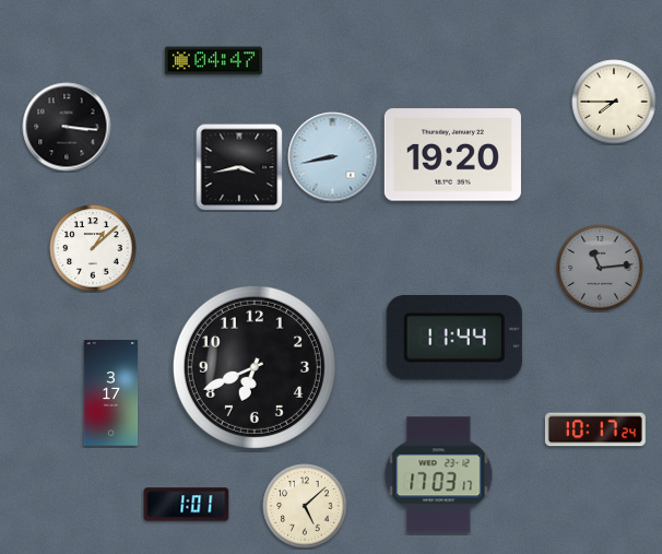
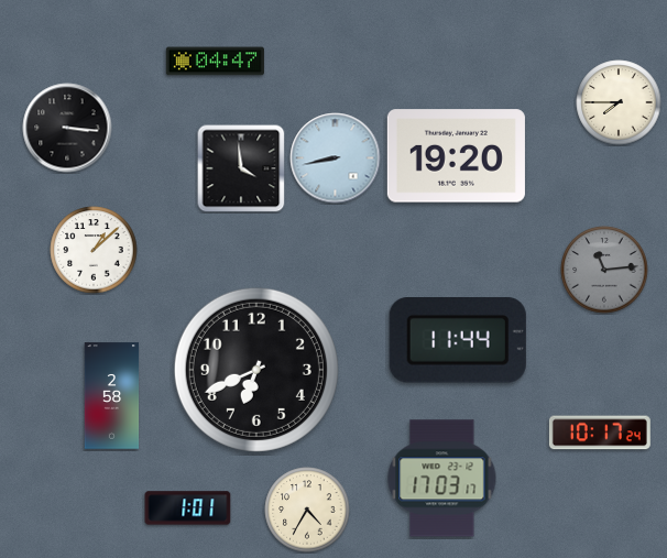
clock at (239, 167): 3:43 -> 3:59
clock at (111, 393): 3:17 -> 2:58
clock at (305, 506): 5:08 -> 4:35
